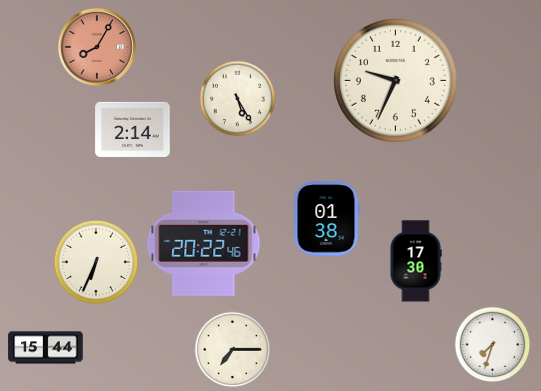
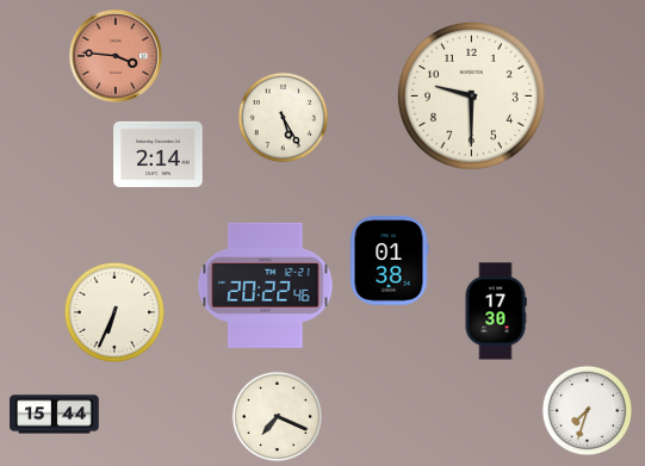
clock at (97, 47): 8:05 -> 3:46
clock at (395, 80): 9:34 -> 9:30
clock at (204, 243) position: (204, 243) -> (266, 285)
clock at (233, 350): 7:15 -> 7:19
